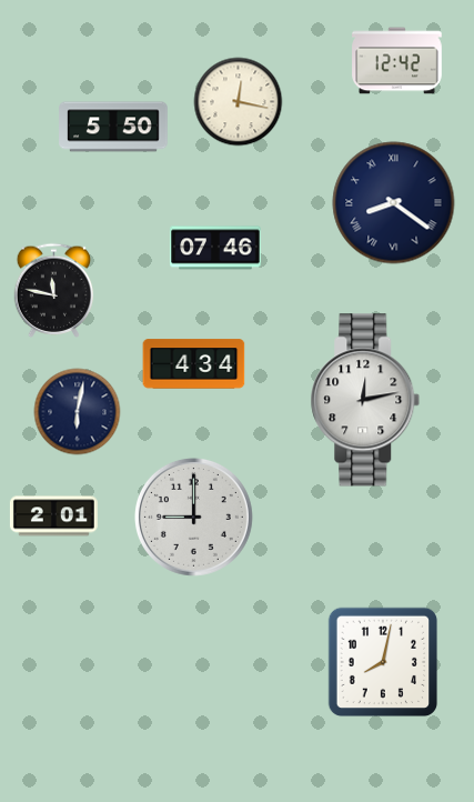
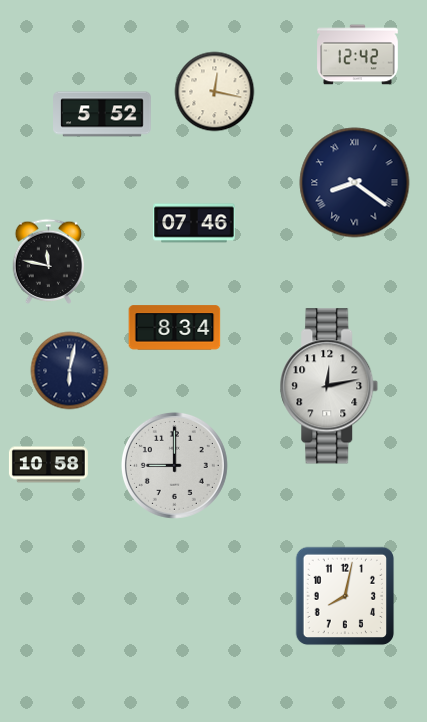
clock at (113, 127): 5:50 -> 5:52
clock at (194, 364): 4:34 -> 8:34
clock at (365, 400) position: (365, 400) -> (329, 386)
clock at (53, 517): 2:01 -> 10:58
